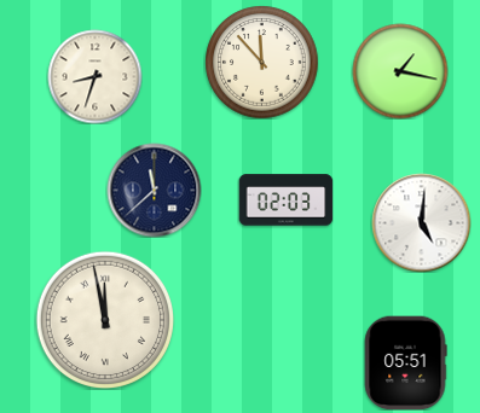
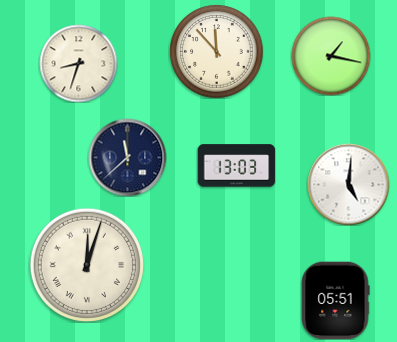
clock at (400, 71) position: (400, 71) -> (331, 56)
clock at (285, 200): 02:03 -> 13:03
clock at (104, 319): 11:58 -> 12:03
